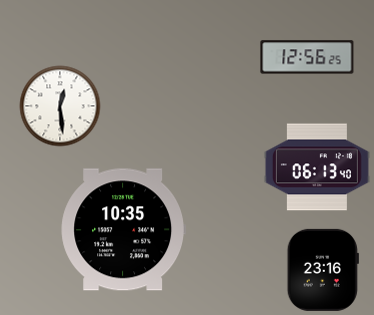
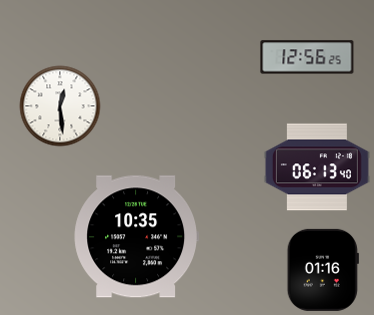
clock at (123, 230) position: (123, 230) -> (136, 237)
clock at (323, 270): 23:16 -> 01:16
